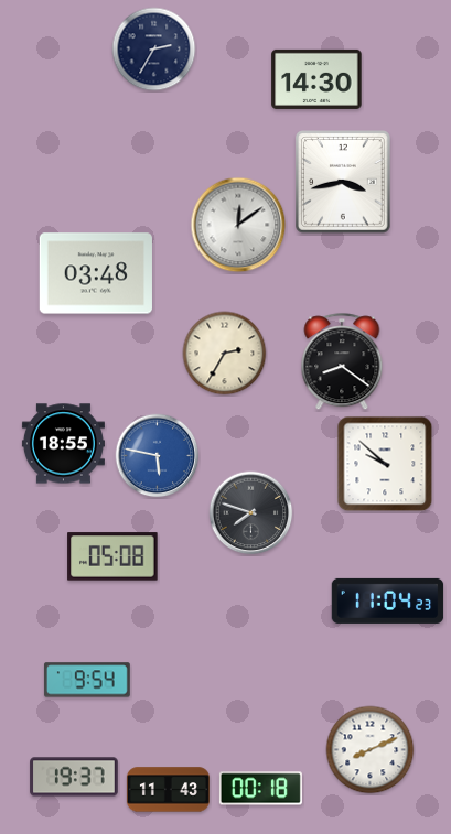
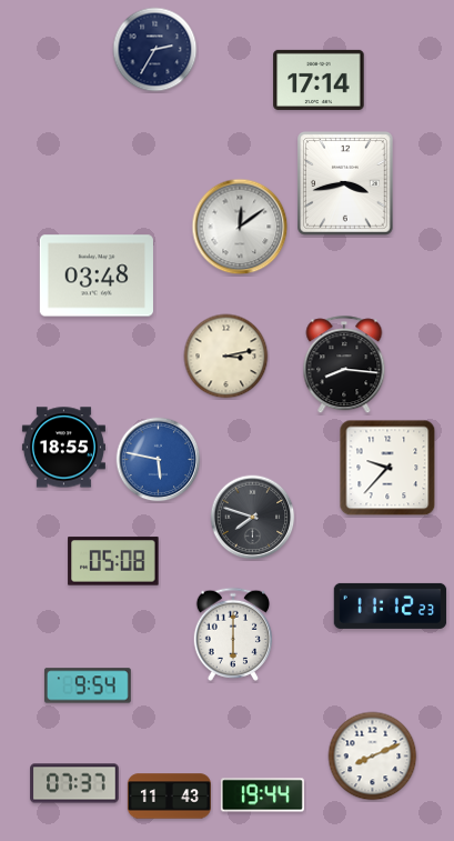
clock at (316, 79): 14:30 -> 17:14
clock at (225, 354): 2:35 -> 3:13
clock at (342, 362): 8:21 -> 8:16
clock at (385, 464): 9:52 -> 9:37
clock at (388, 600): 11:04 -> 11:12
clock at (232, 634): none -> 6:00
clock at (74, 777): 19:37 -> 07:37
clock at (260, 789): 00:18 -> 19:44
